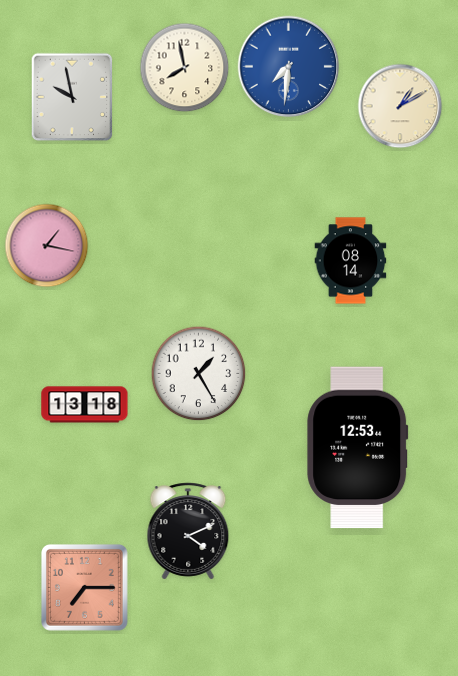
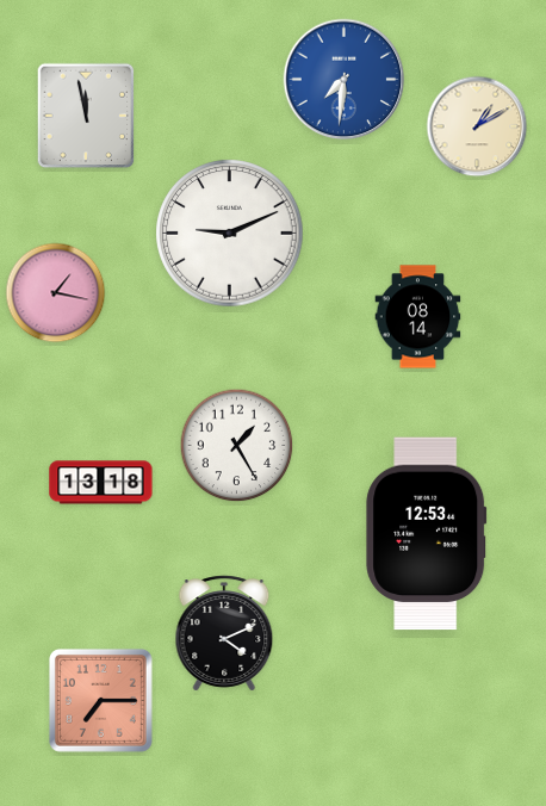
clock at (185, 68): 7:58 -> none
clock at (72, 97): 9:58 -> 11:58
clock at (230, 234): none -> 9:11
clock at (351, 261) position: (351, 261) -> (418, 317)
